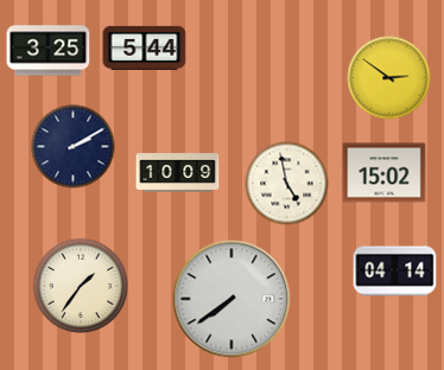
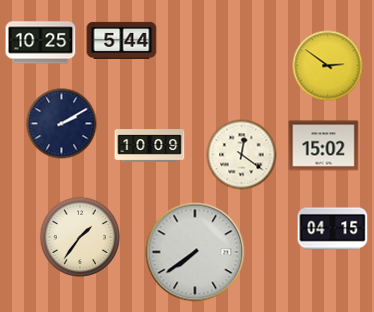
clock at (49, 51): 3:25 -> 10:25
clock at (287, 184): 4:58 -> 12:21
clock at (395, 272): 04:14 -> 04:15
clock at (81, 286) position: (81, 286) -> (80, 237)
